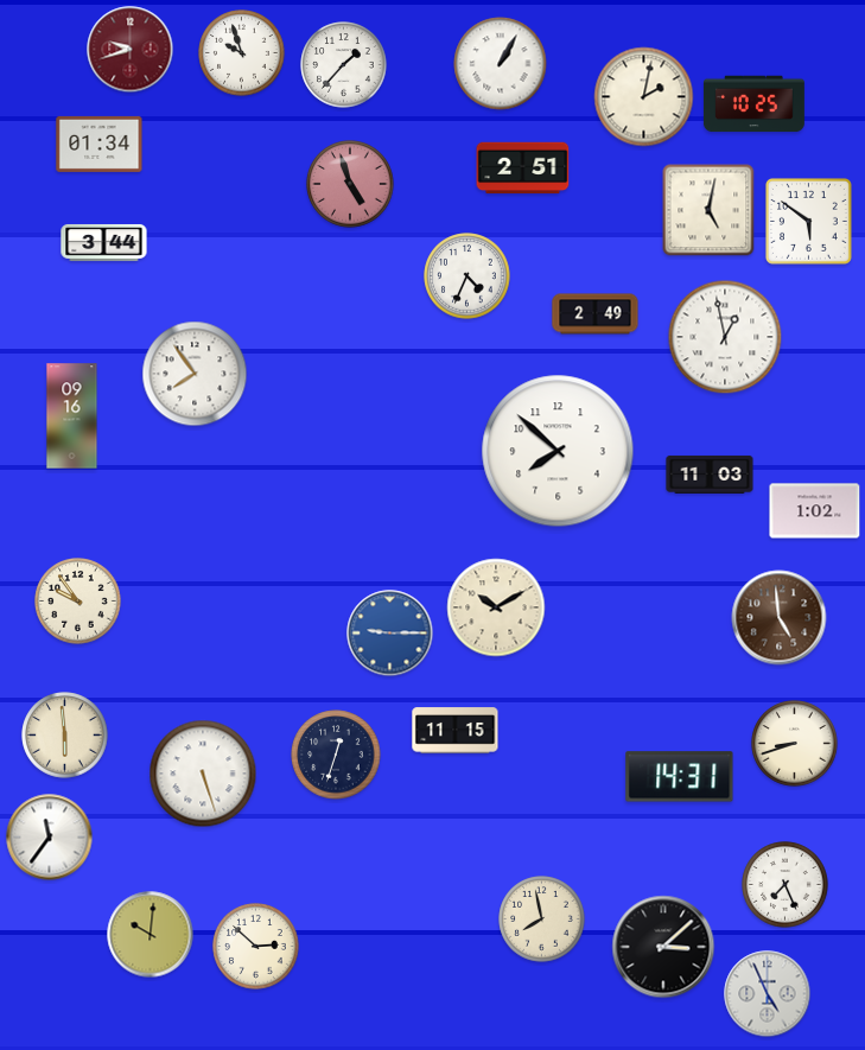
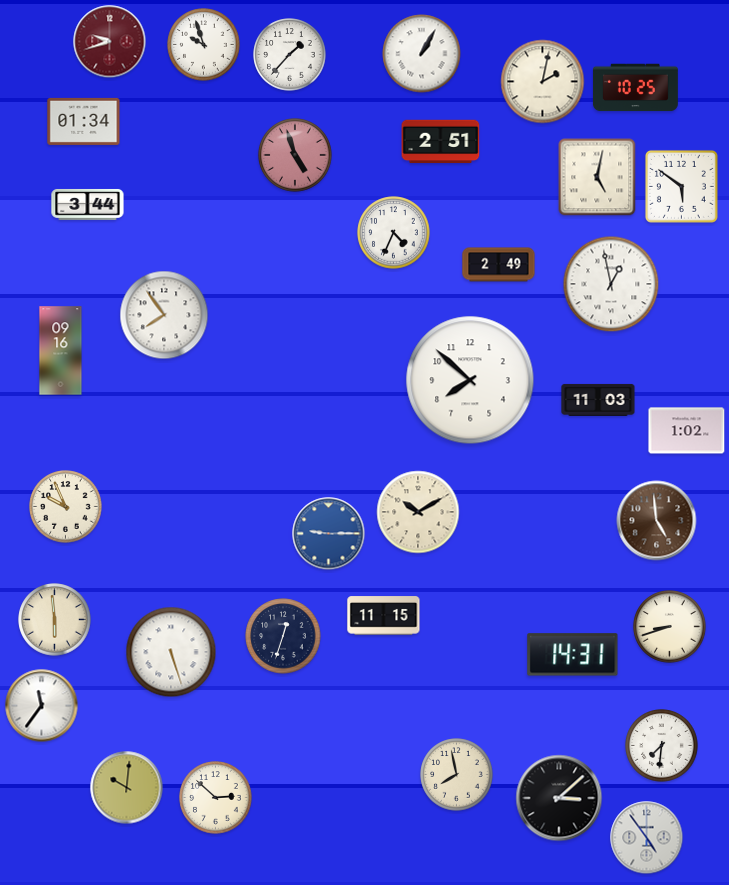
clock at (596, 314) position: (596, 314) -> (499, 265)
clock at (78, 602): 9:54 -> 9:56
clock at (786, 885): 7:26 -> 7:31
clock at (768, 994): 4:56 -> 4:54
